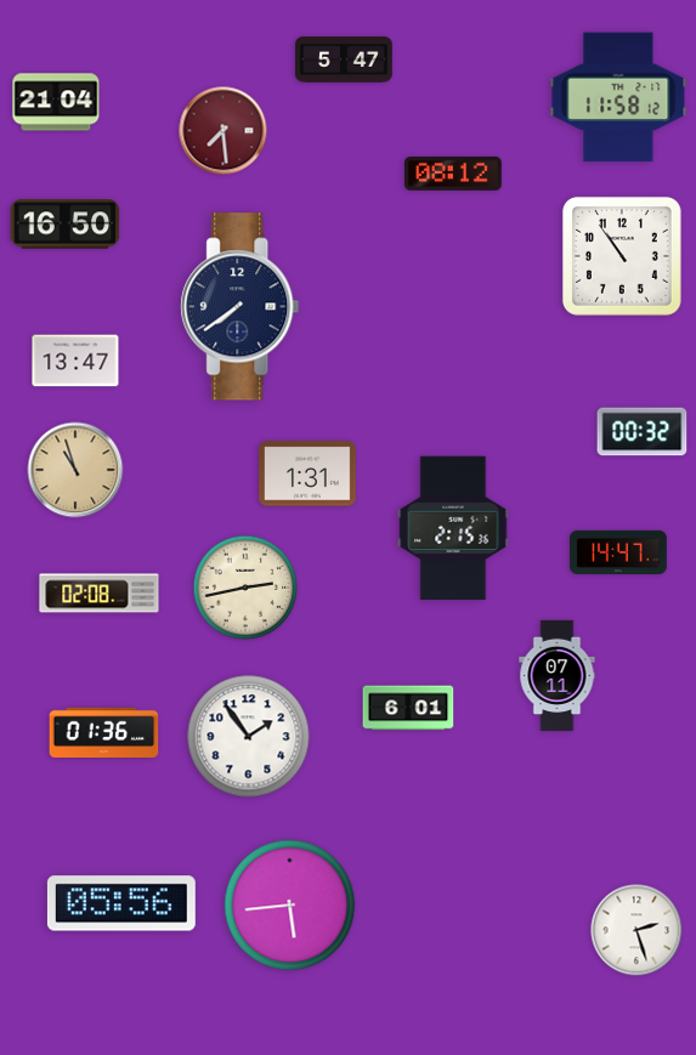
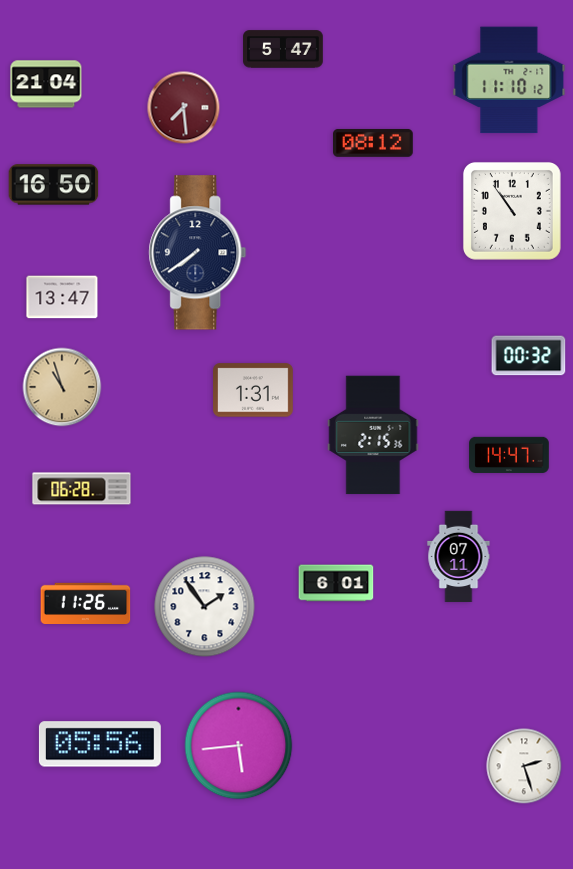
clock at (618, 97): 11:58 -> 11:10
clock at (245, 588): 2:43 -> none
clock at (100, 594): 02:08 -> 06:28
clock at (104, 732): 01:36 -> 11:26
